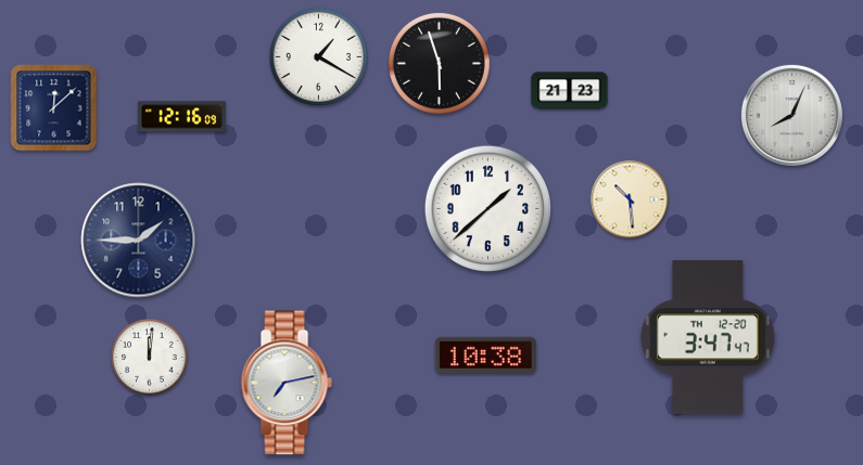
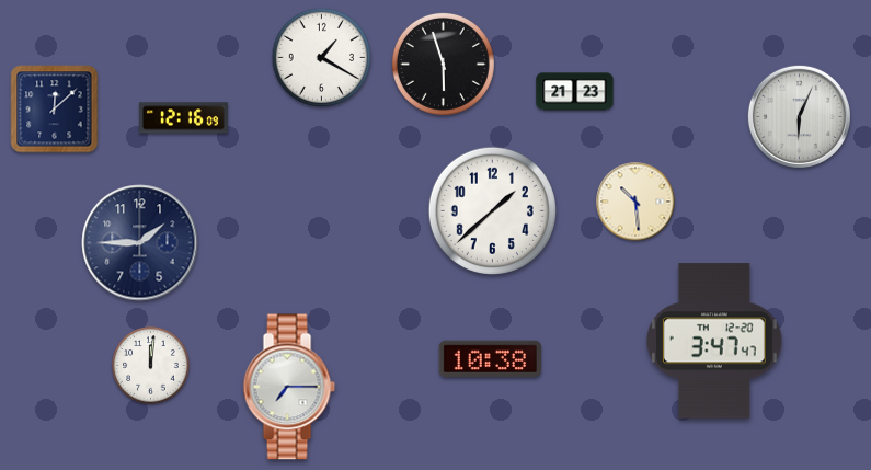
clock at (791, 115): 8:04 -> 6:04
clock at (150, 358) position: (150, 358) -> (151, 366)
clock at (287, 383): 7:13 -> 7:15
